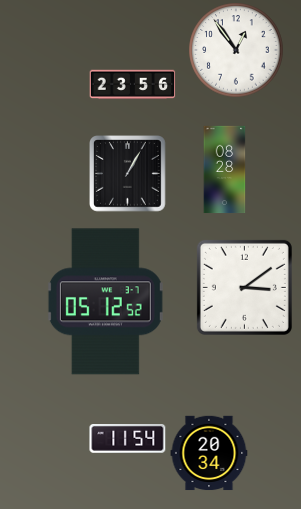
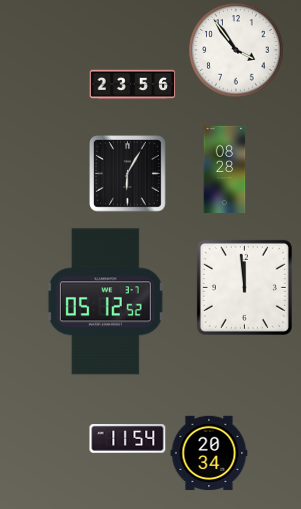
clock at (236, 50): 12:54 -> 3:54
clock at (128, 174): 1:05 -> 6:05
clock at (244, 287): 3:09 -> 11:59
